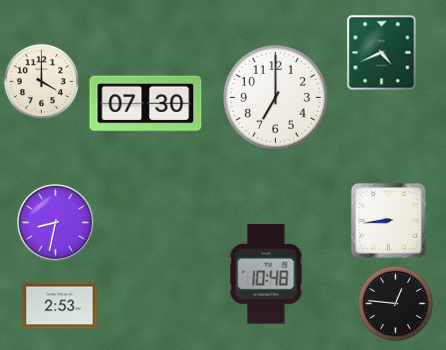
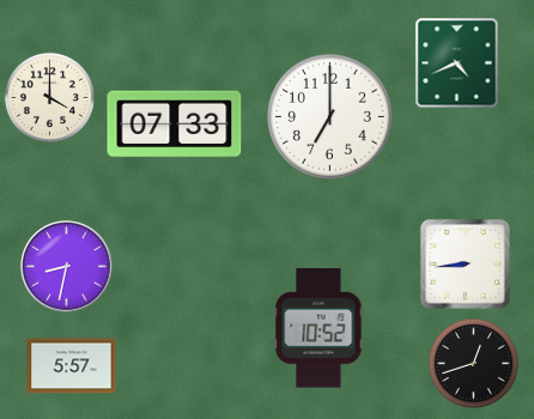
clock at (146, 104): 07:30 -> 07:33
clock at (266, 274): 10:48 -> 10:52
clock at (395, 303): 12:46 -> 12:42
clock at (60, 306): 2:53 -> 5:57
